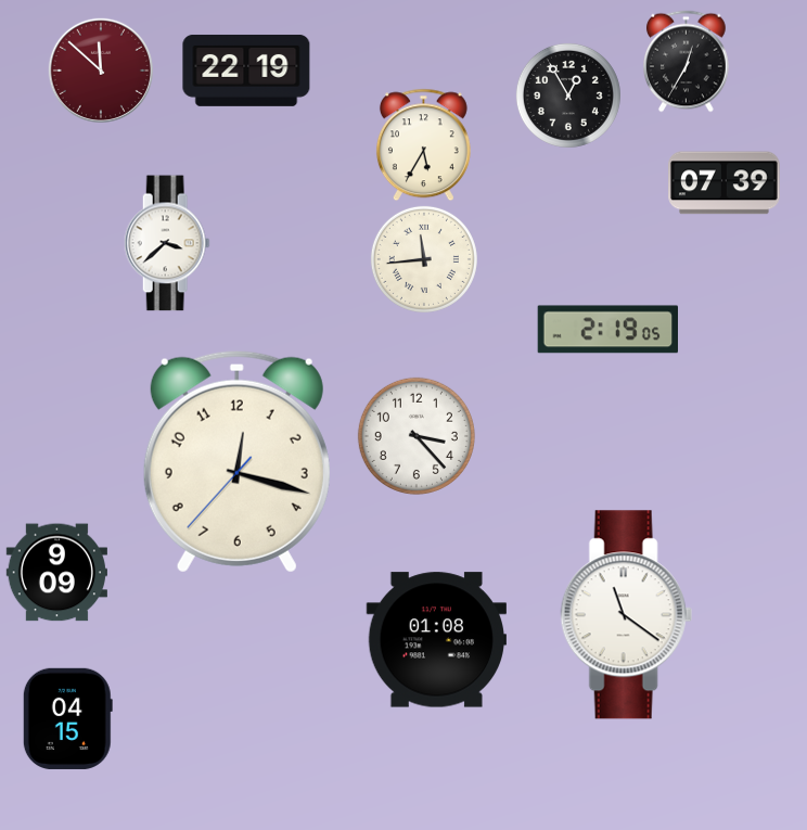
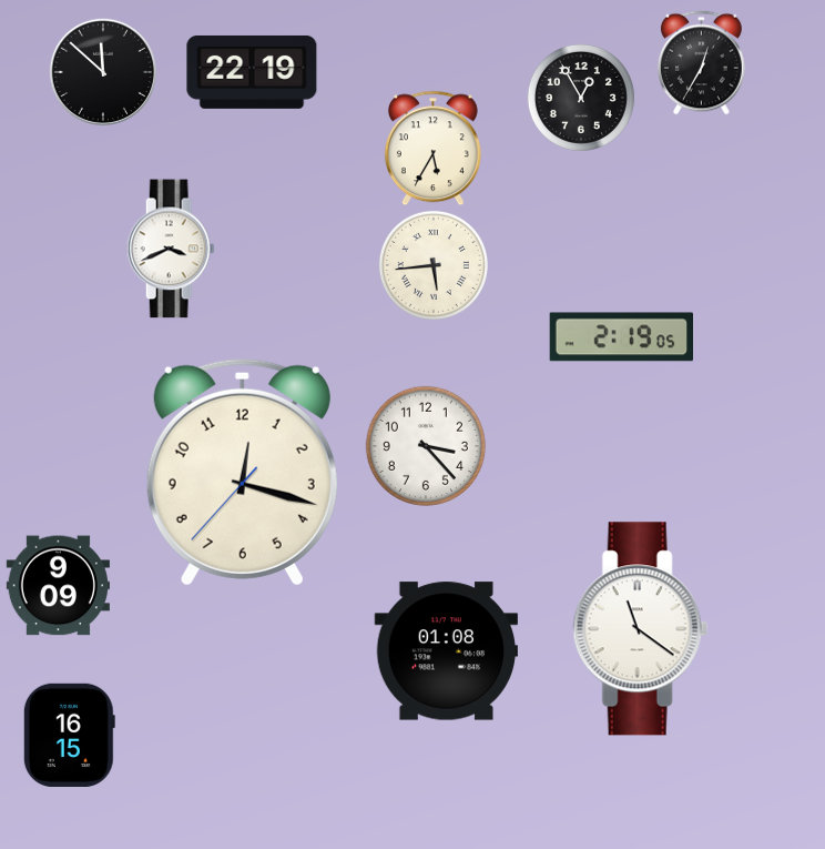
clock at (101, 71) dial: burgundy -> black
clock at (725, 183): 07:39 -> none
clock at (167, 243): 3:38 -> 3:41
clock at (424, 259): 11:44 -> 5:44
clock at (436, 640) position: (436, 640) -> (446, 651)
clock at (67, 718): 04:15 -> 16:15
